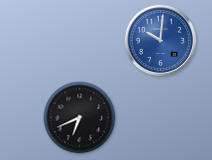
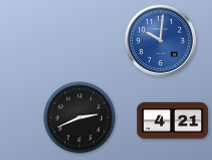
clock at (80, 118): 6:41 -> 2:41
clock at (173, 121): none -> 4:21
